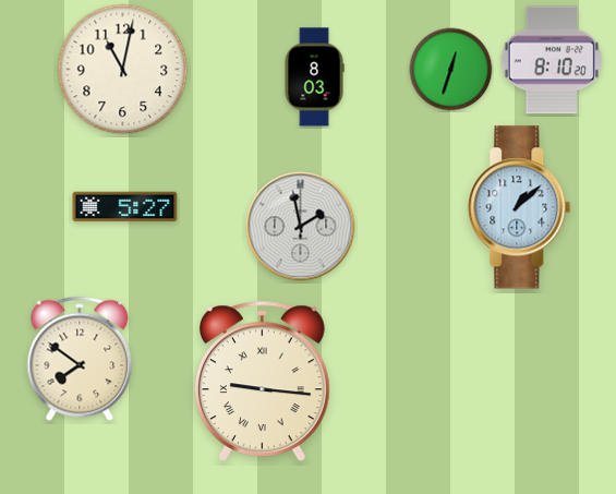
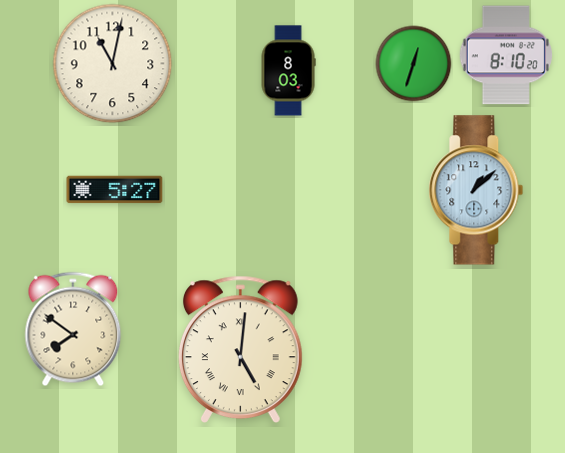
clock at (301, 227): 1:58 -> none
clock at (262, 381): 9:16 -> 5:01
